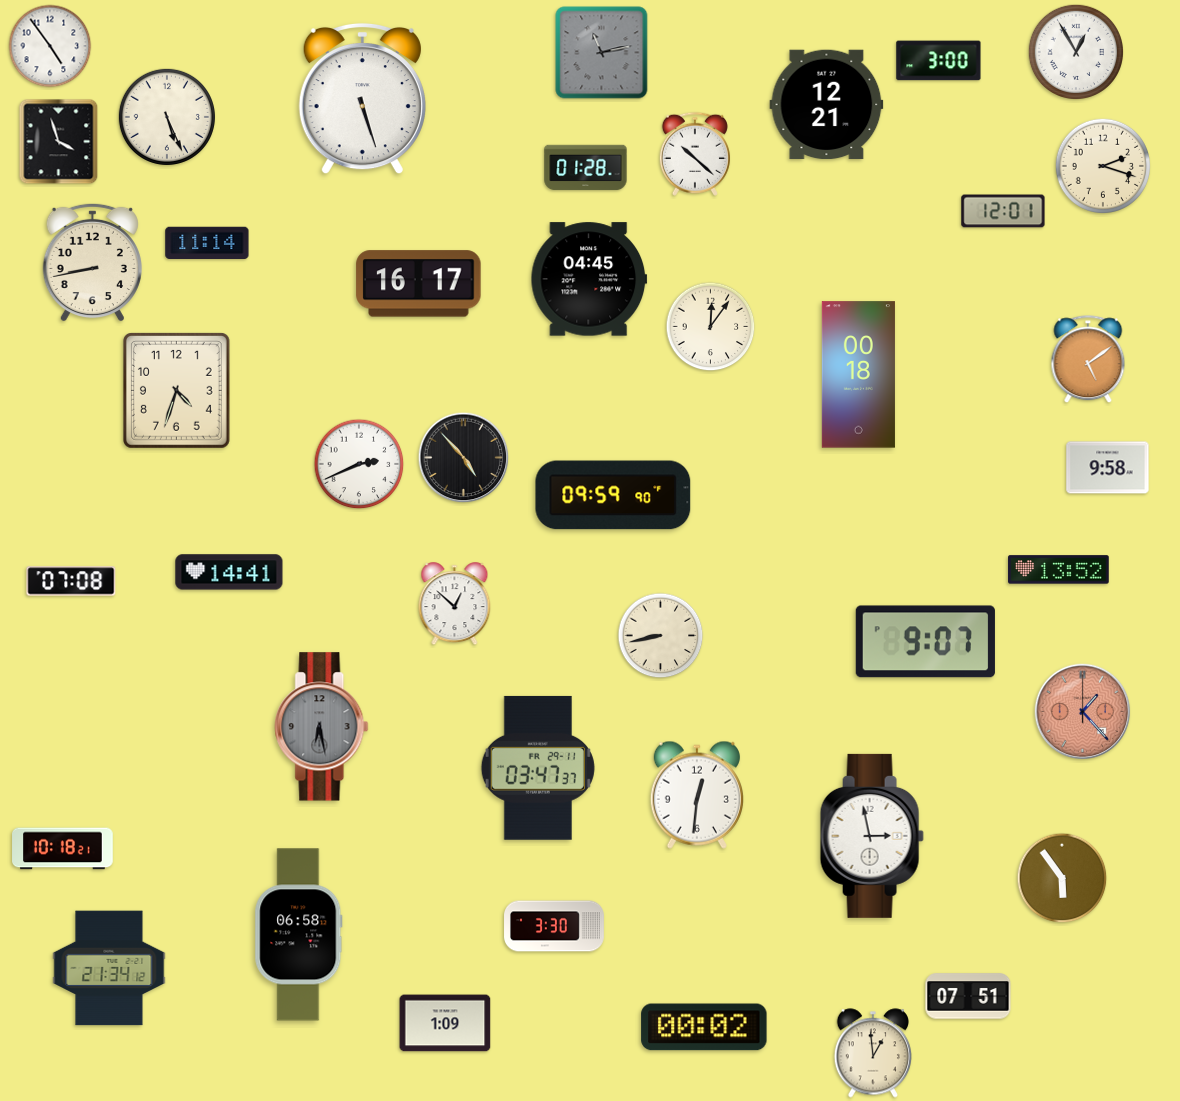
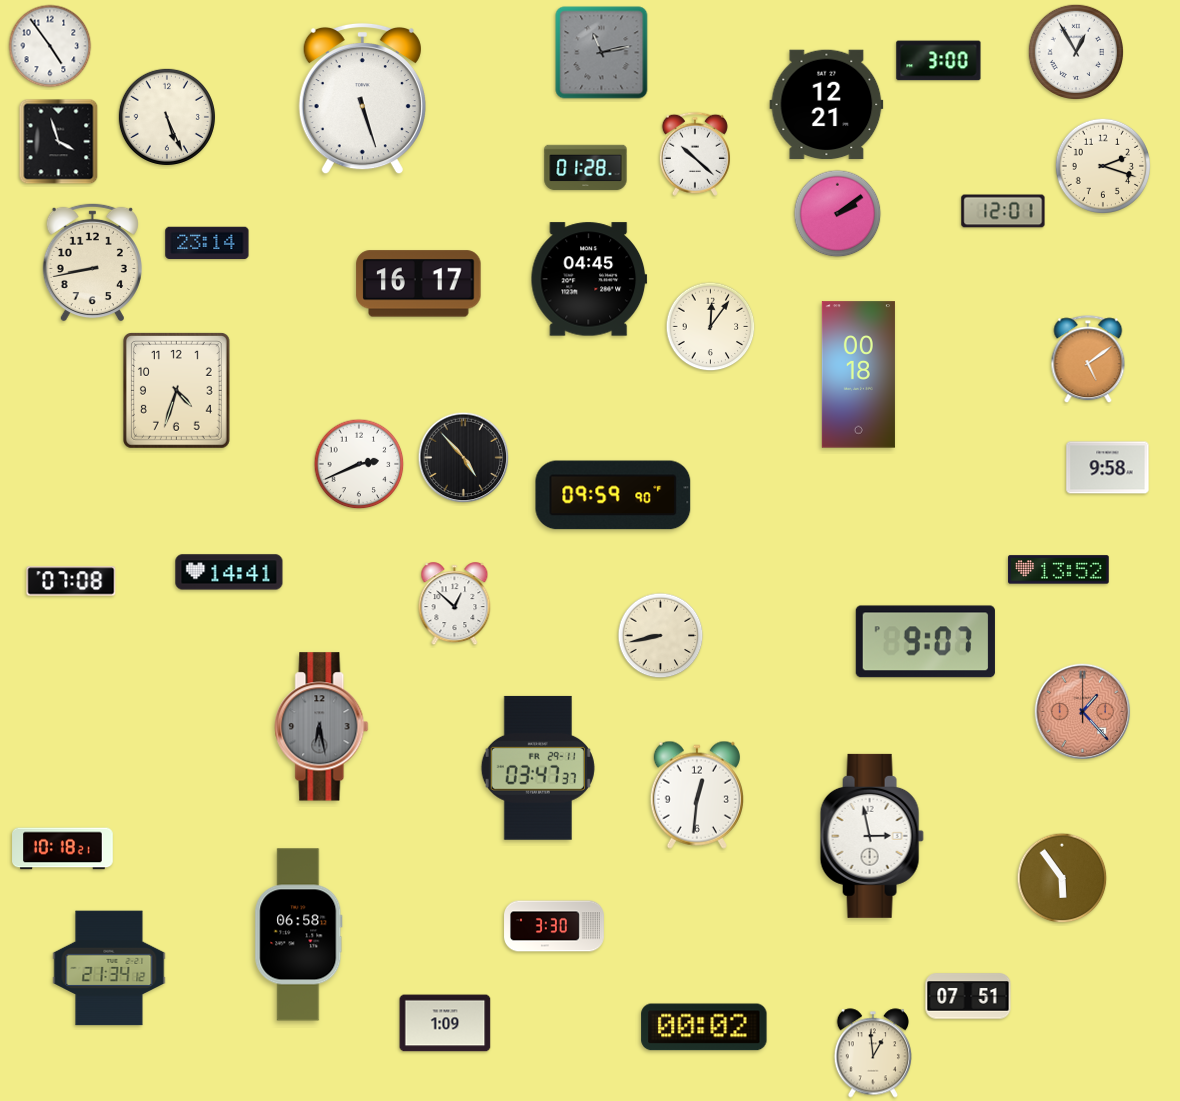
clock at (838, 214): none -> 2:09
clock at (207, 243): 11:14 -> 23:14
